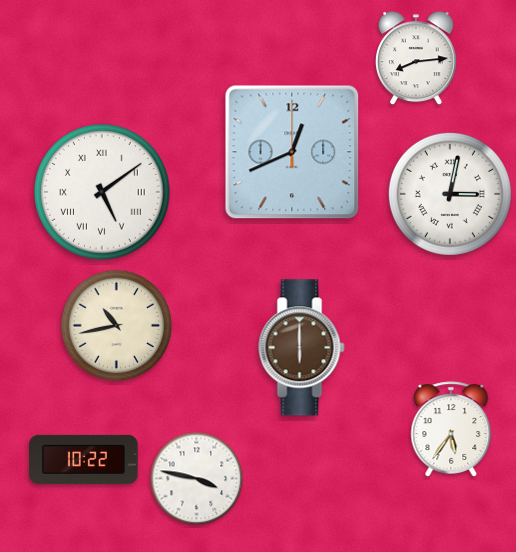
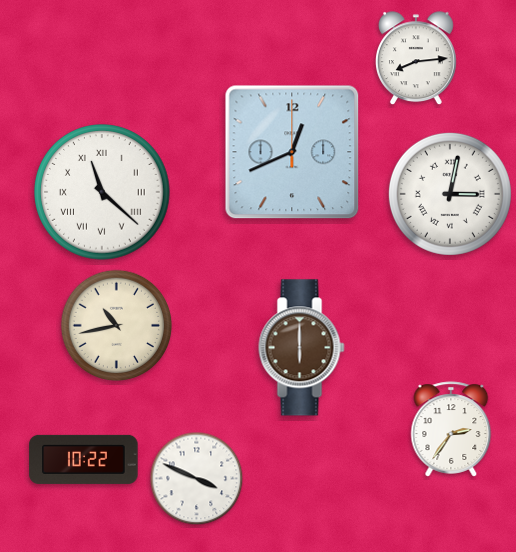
clock at (102, 192): 5:09 -> 11:22
clock at (451, 429): 5:36 -> 2:36
clock at (197, 479): 3:47 -> 3:49
